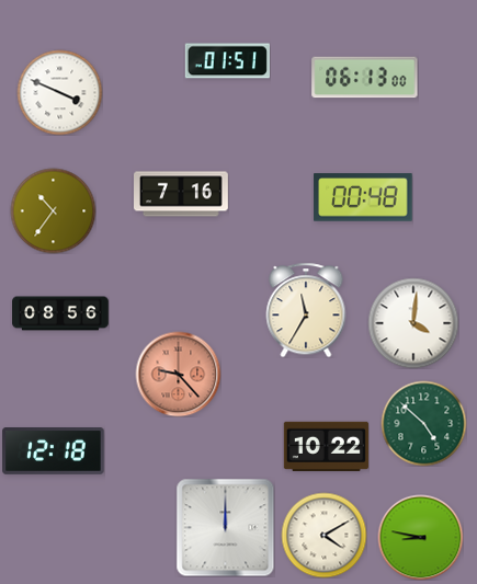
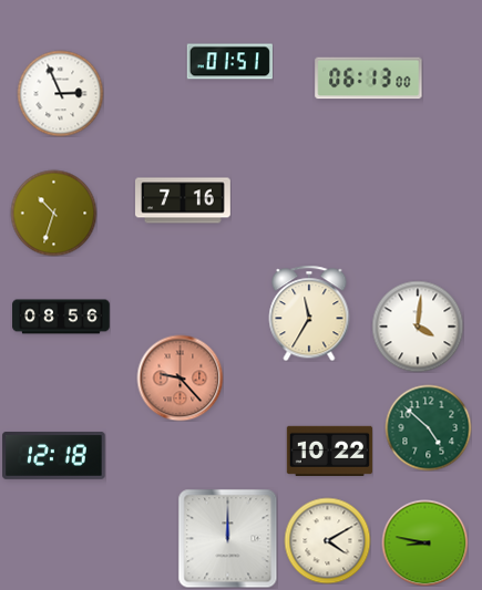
clock at (59, 92): 3:49 -> 2:56
clock at (182, 194) position: (182, 194) -> (184, 200)
clock at (363, 197): 00:48 -> none
clock at (53, 210): 10:36 -> 10:33
clock at (225, 527) position: (225, 527) -> (227, 538)
